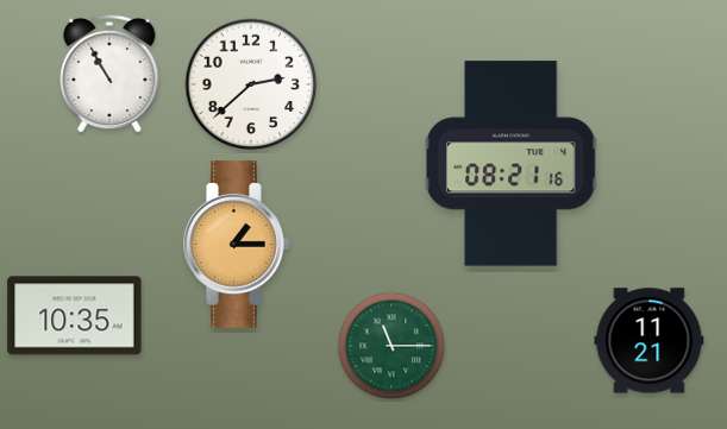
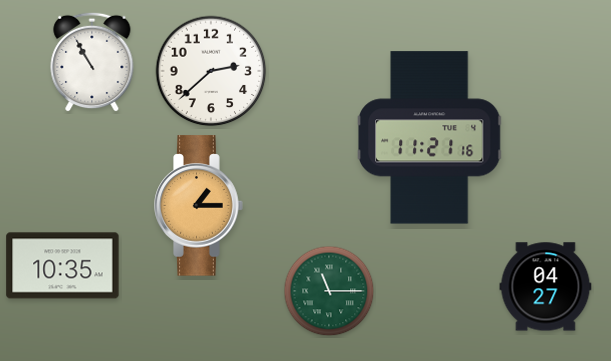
clock at (510, 164): 08:21 -> 11:21
clock at (650, 341): 11:21 -> 04:27
